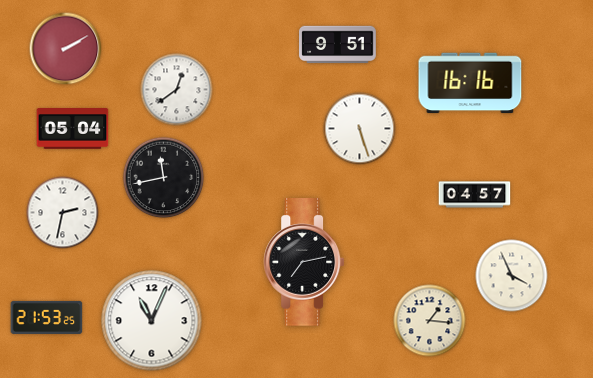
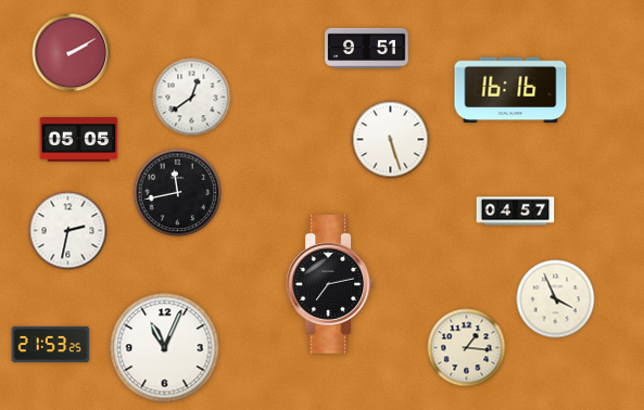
clock at (73, 129): 05:04 -> 05:05
